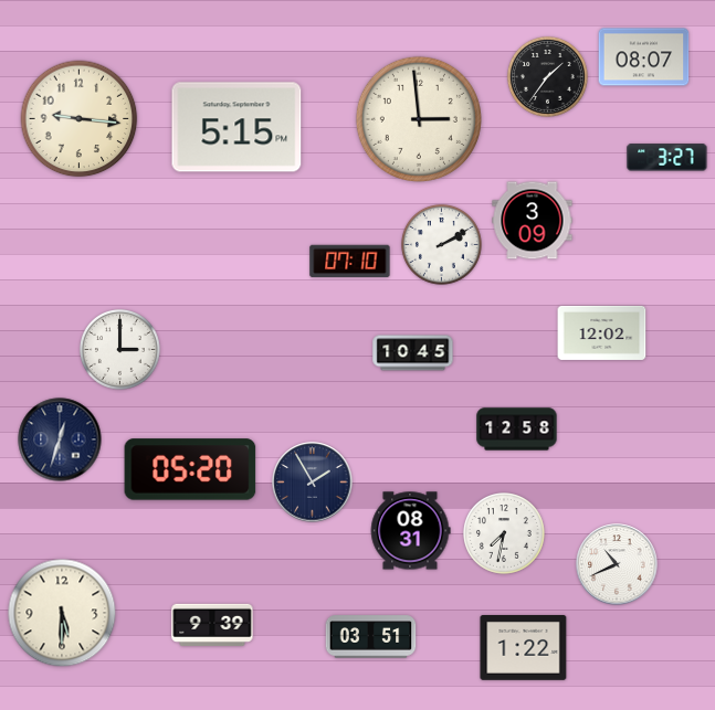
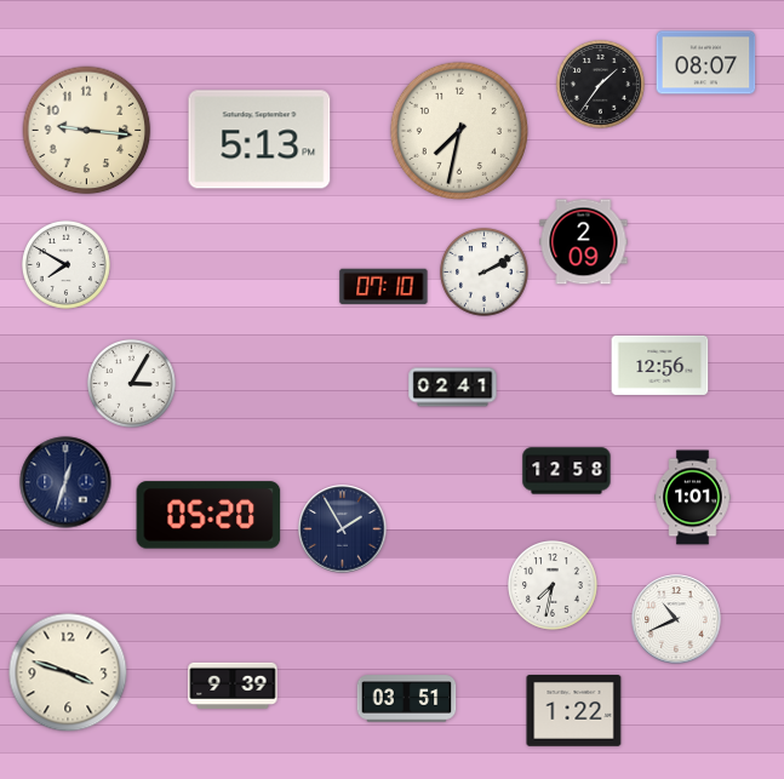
clock at (419, 119): 2:59 -> 7:32
clock at (236, 127): 5:15 -> 5:13
clock at (667, 158): 3:27 -> none
clock at (533, 221): 3:09 -> 2:09
clock at (65, 264): none -> 7:50
clock at (441, 244) position: (441, 244) -> (483, 271)
clock at (602, 332): 12:02 -> 12:56
clock at (119, 349): 3:00 -> 3:05
clock at (413, 353): 10:45 -> 02:41
clock at (693, 498): none -> 1:01
clock at (410, 531): 08:31 -> none
clock at (62, 613): 5:30 -> 3:48
